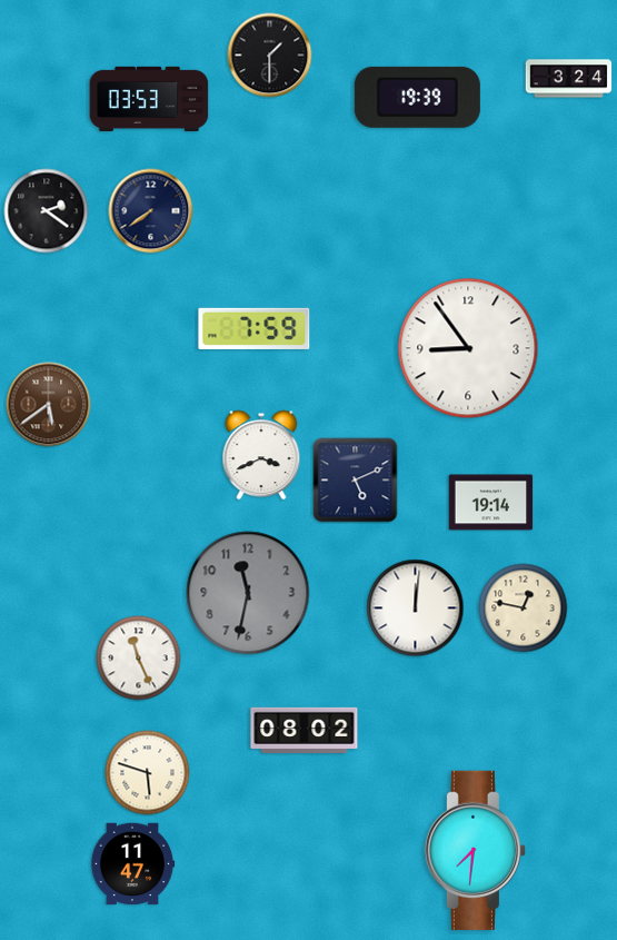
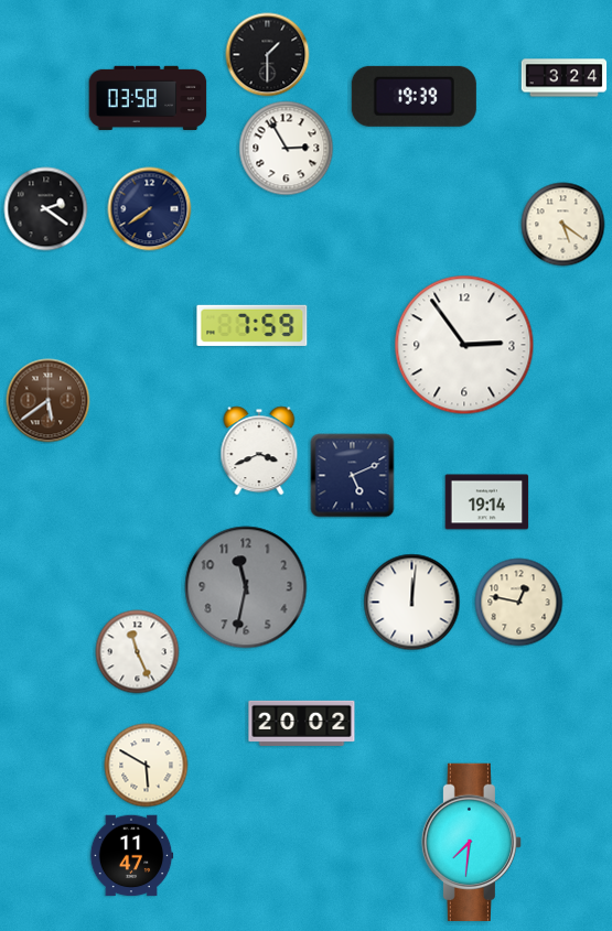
clock at (149, 99): 03:53 -> 03:58
clock at (287, 149): none -> 2:55
clock at (563, 225): none -> 5:21
clock at (468, 348): 8:54 -> 2:54
clock at (491, 503) position: (491, 503) -> (487, 502)
clock at (305, 730): 08:02 -> 20:02
clock at (148, 773): 5:48 -> 5:50
